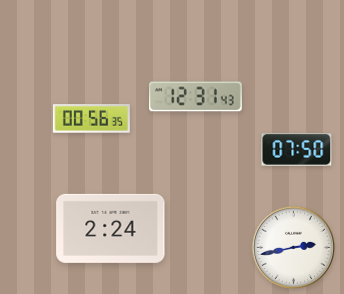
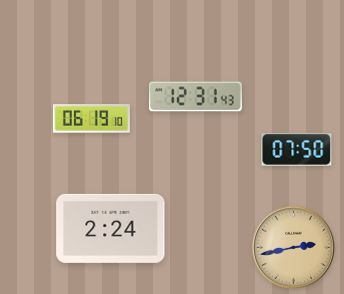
clock at (91, 119): 00:56 -> 06:19
clock at (293, 247) dial: white -> champagne
